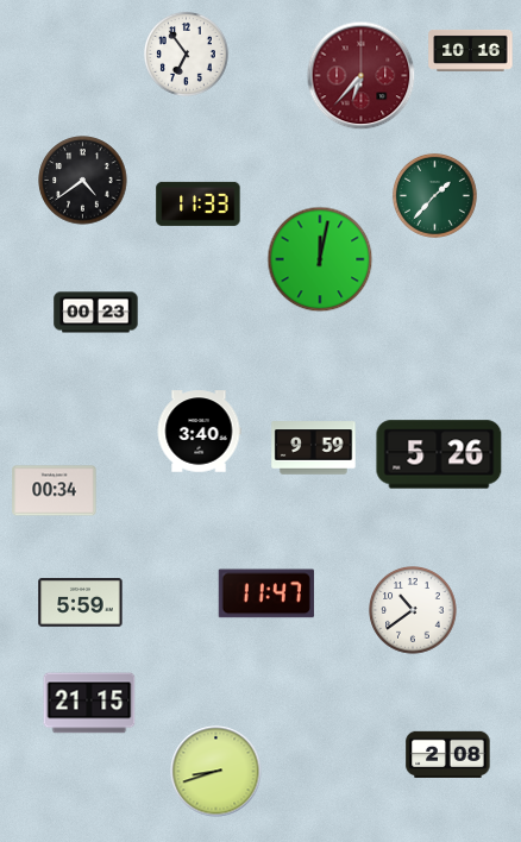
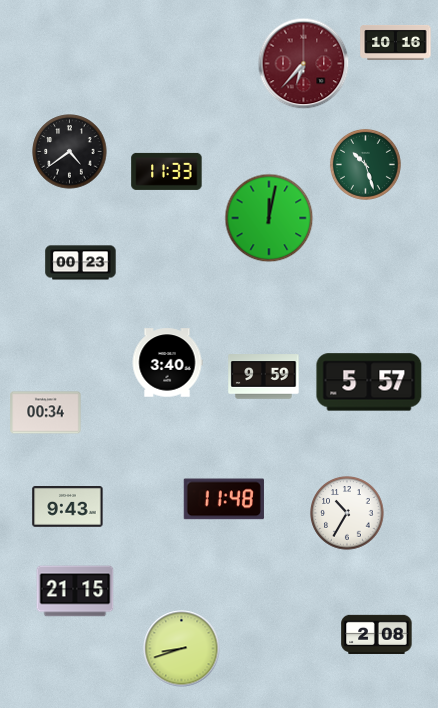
clock at (186, 54): 6:54 -> none
clock at (434, 195): 1:37 -> 10:27
clock at (439, 454): 5:26 -> 5:57
clock at (266, 593): 11:47 -> 11:48
clock at (81, 603): 5:59 -> 9:43
clock at (413, 610): 10:39 -> 10:35
